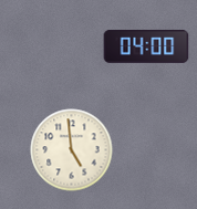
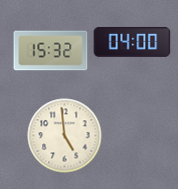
clock at (51, 51): none -> 15:32
